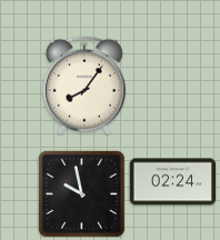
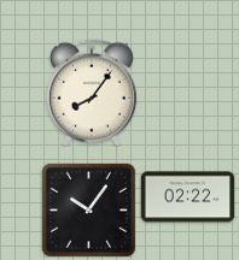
clock at (172, 182): 02:24 -> 02:22
clock at (81, 193): 9:58 -> 10:06
